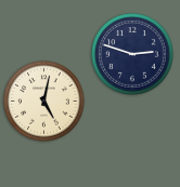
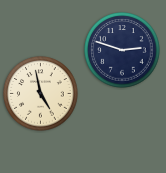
clock at (44, 102): 5:02 -> 4:58
